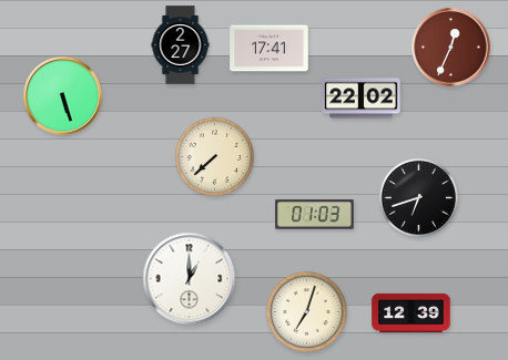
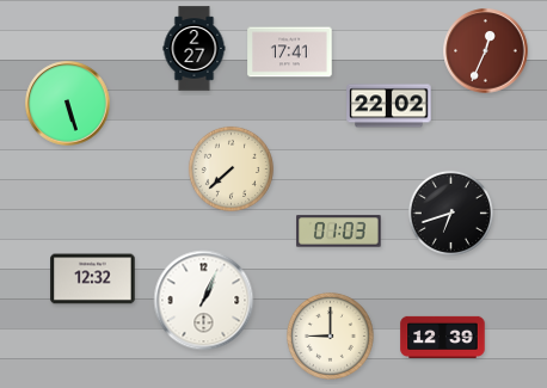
clock at (93, 279): none -> 12:32
clock at (190, 279): 1:00 -> 1:04
clock at (306, 311): 7:03 -> 9:00
